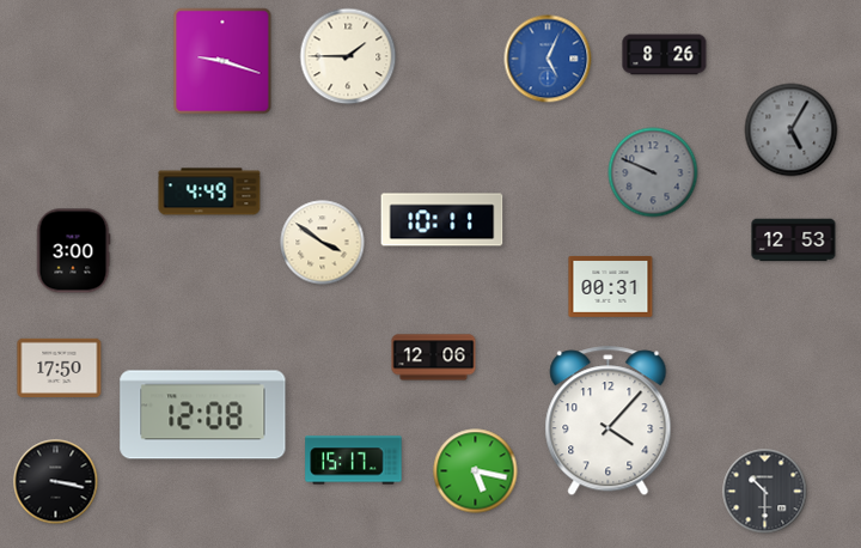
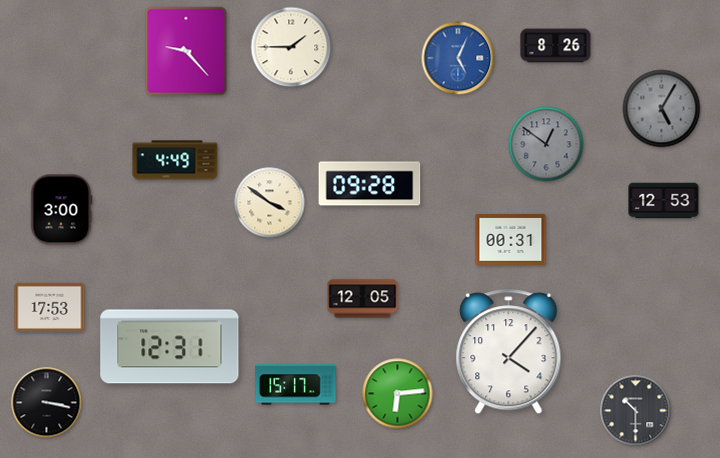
clock at (548, 59) position: (548, 59) -> (458, 58)
clock at (222, 61): 9:18 -> 9:23
clock at (653, 172): 9:49 -> 12:51
clock at (442, 220): 10:11 -> 09:28
clock at (434, 358): 12:06 -> 12:05
clock at (60, 367): 17:50 -> 17:53
clock at (203, 415): 12:08 -> 12:31
clock at (476, 471): 5:17 -> 6:14
clock at (765, 492) position: (765, 492) -> (636, 411)
